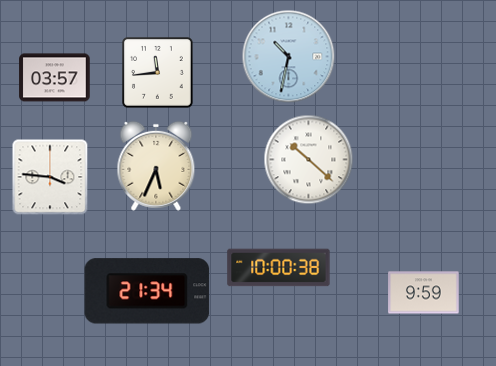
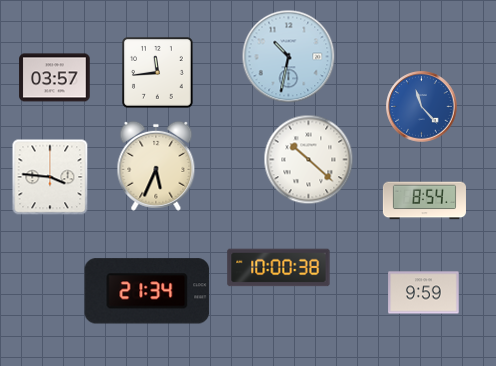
clock at (422, 107): none -> 11:23
clock at (424, 201): none -> 8:54
